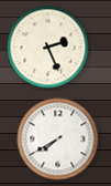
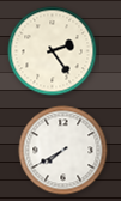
clock at (48, 48): 2:26 -> 2:24
